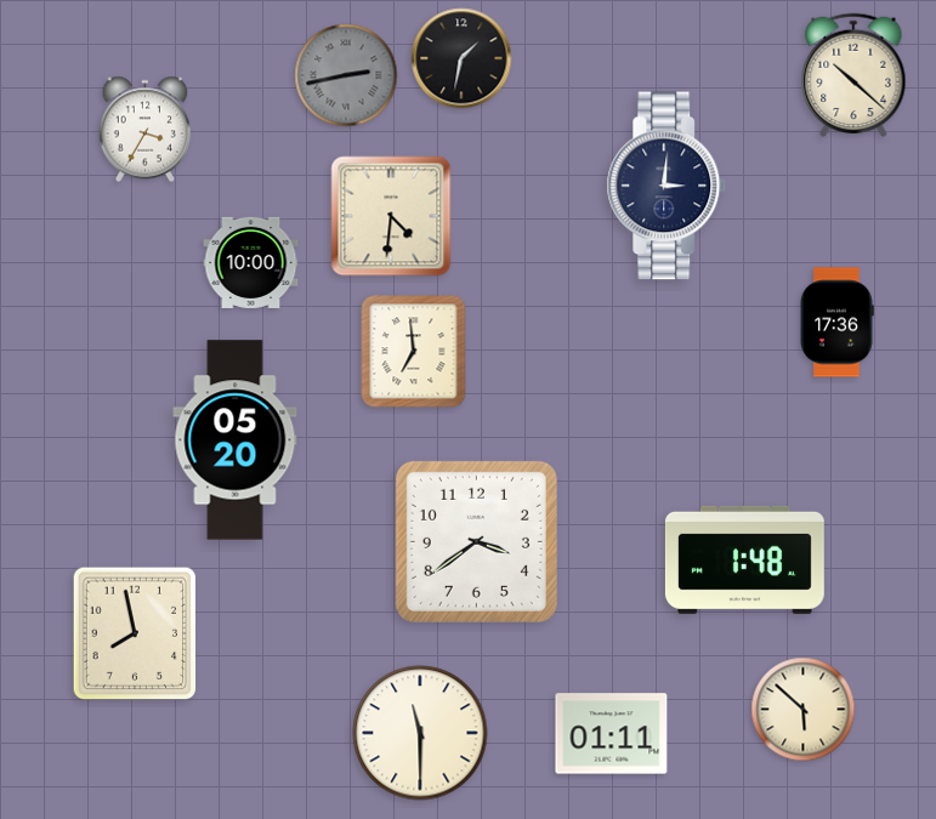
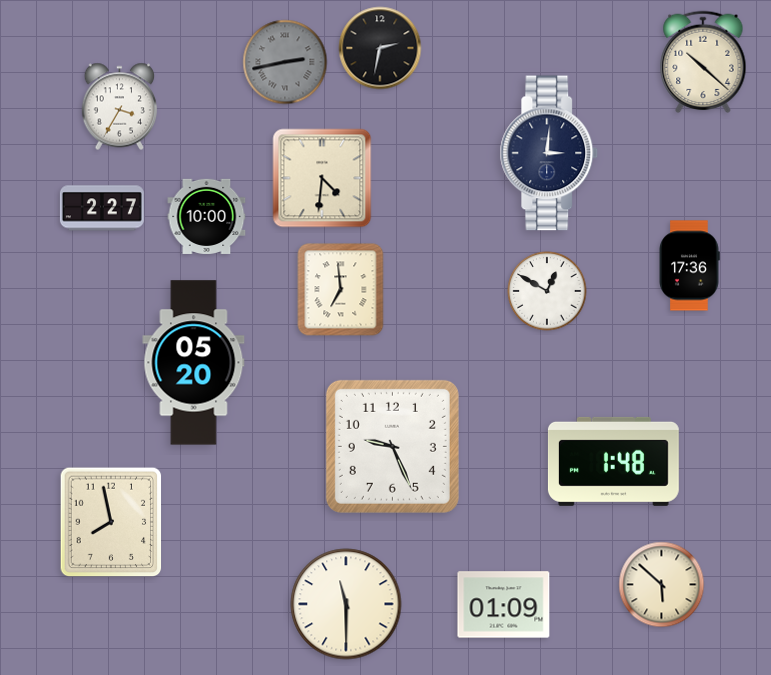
clock at (461, 58): 1:32 -> 2:32
clock at (102, 208): none -> 2:27
clock at (547, 291): none -> 12:50
clock at (476, 541): 3:39 -> 9:26
clock at (612, 734): 01:11 -> 01:09
